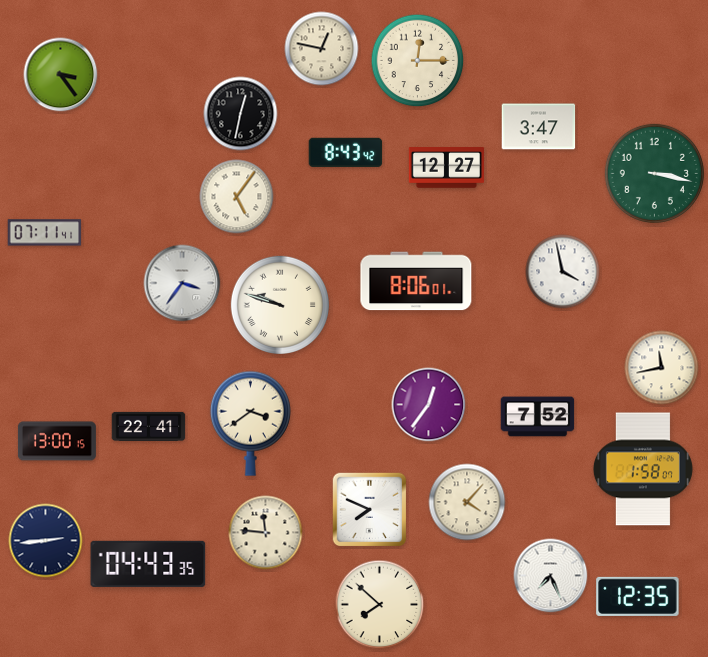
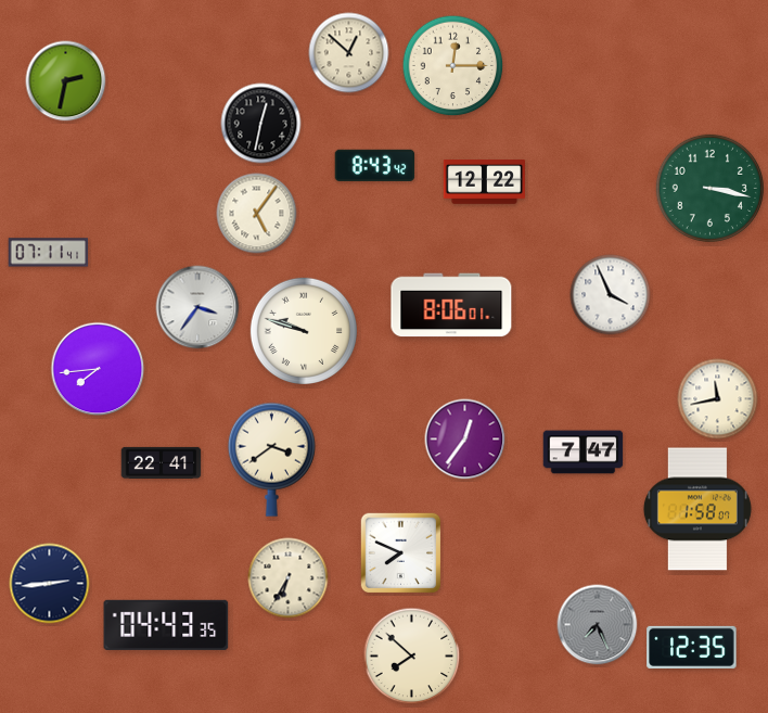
clock at (322, 49): 12:47 -> 12:52
clock at (61, 75): 3:24 -> 2:32
clock at (539, 127): 3:47 -> none
clock at (446, 168): 12:27 -> 12:22
clock at (563, 272): 3:58 -> 3:56
clock at (98, 369): none -> 7:44
clock at (538, 417): 7:52 -> 7:47
clock at (57, 441): 13:00 -> none
clock at (467, 502): 4:07 -> none
clock at (266, 533): 11:46 -> 6:35
clock at (46, 541) position: (46, 541) -> (50, 584)
clock at (148, 564) position: (148, 564) -> (166, 625)
clock at (551, 576) dial: white -> grey
